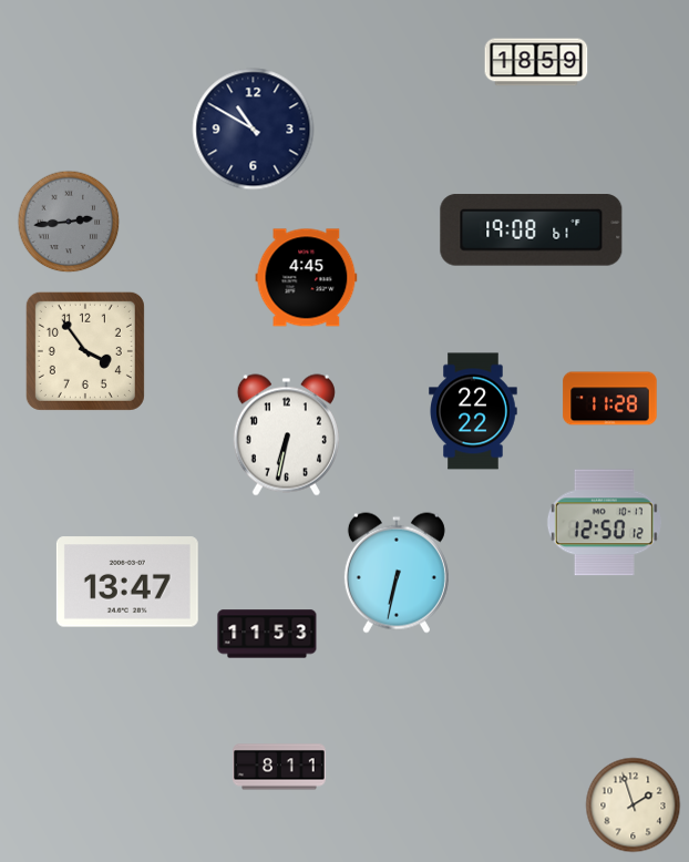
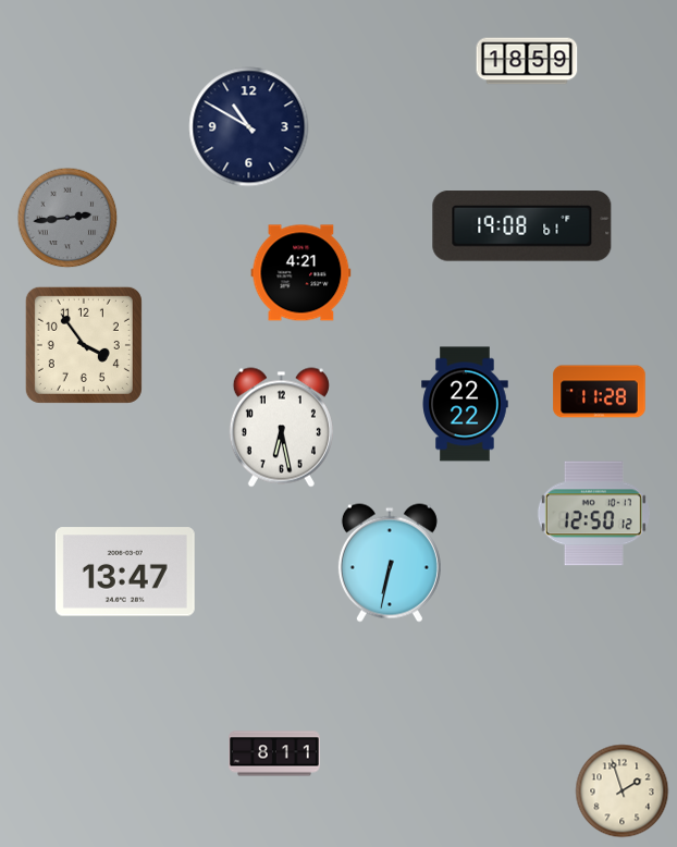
clock at (307, 278): 4:45 -> 4:21
clock at (286, 435): 6:32 -> 6:28
clock at (267, 634): 11:53 -> none
